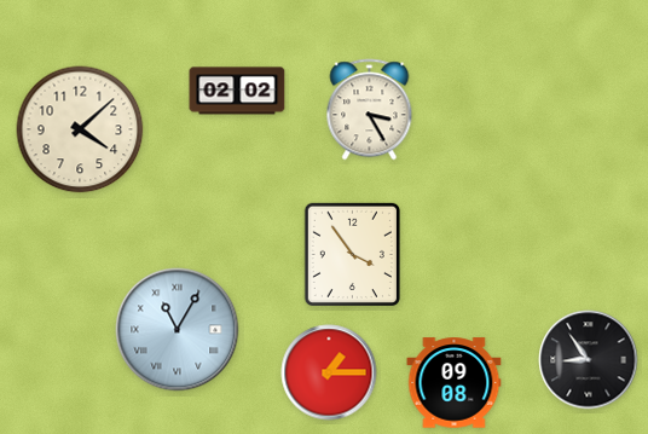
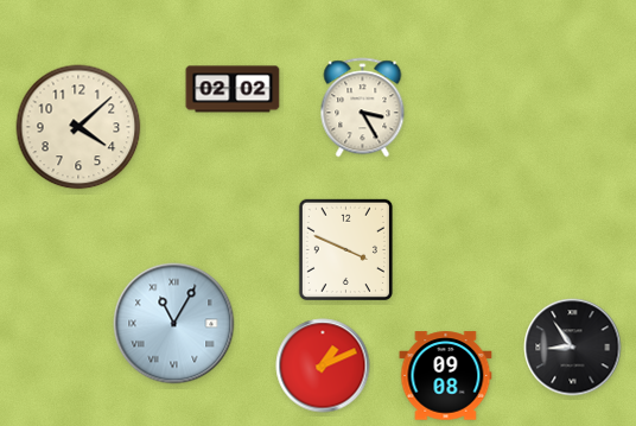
clock at (352, 254): 3:54 -> 3:49
clock at (589, 360) position: (589, 360) -> (573, 348)
clock at (329, 372): 1:15 -> 1:11
